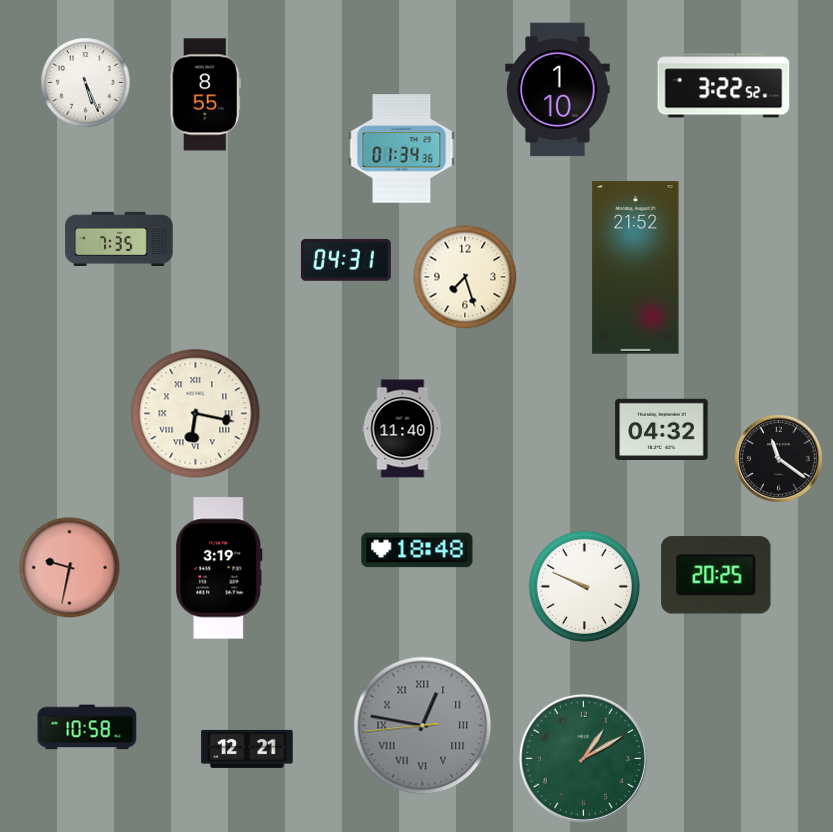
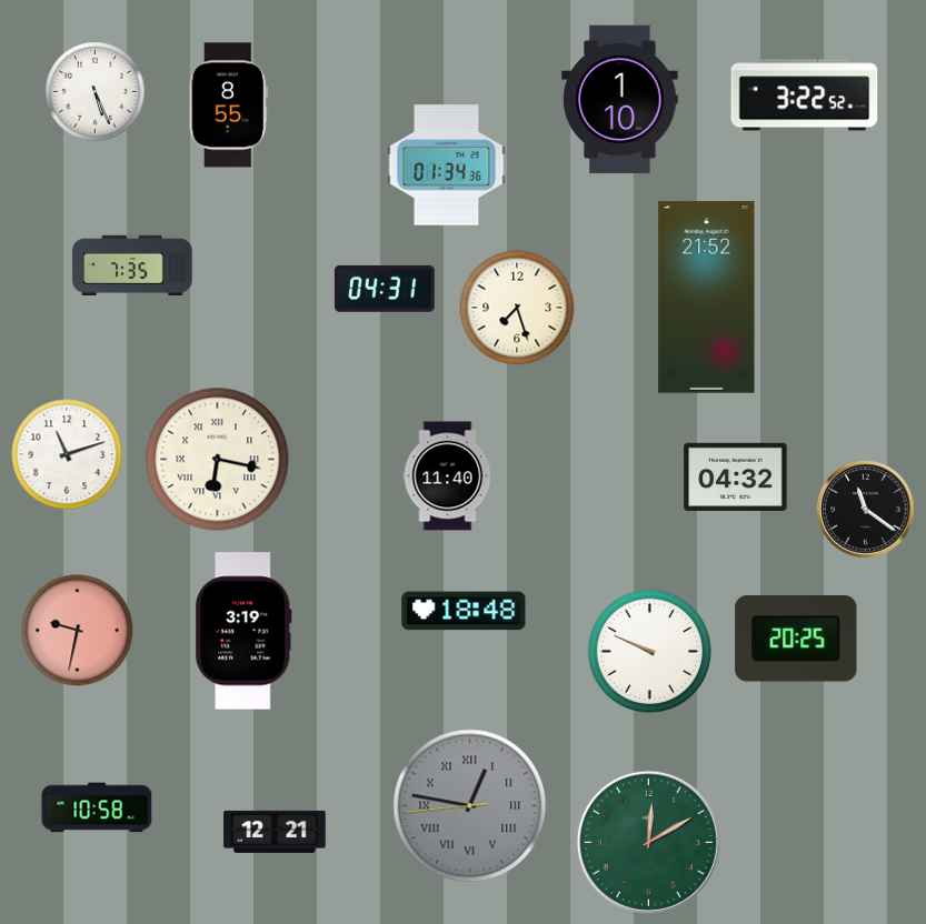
clock at (67, 454): none -> 11:12
clock at (583, 758): 1:10 -> 12:10
